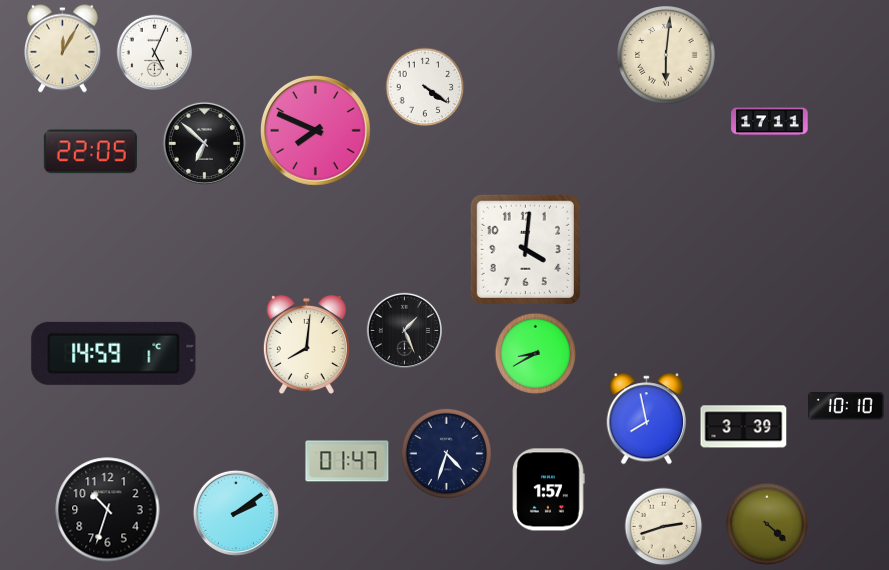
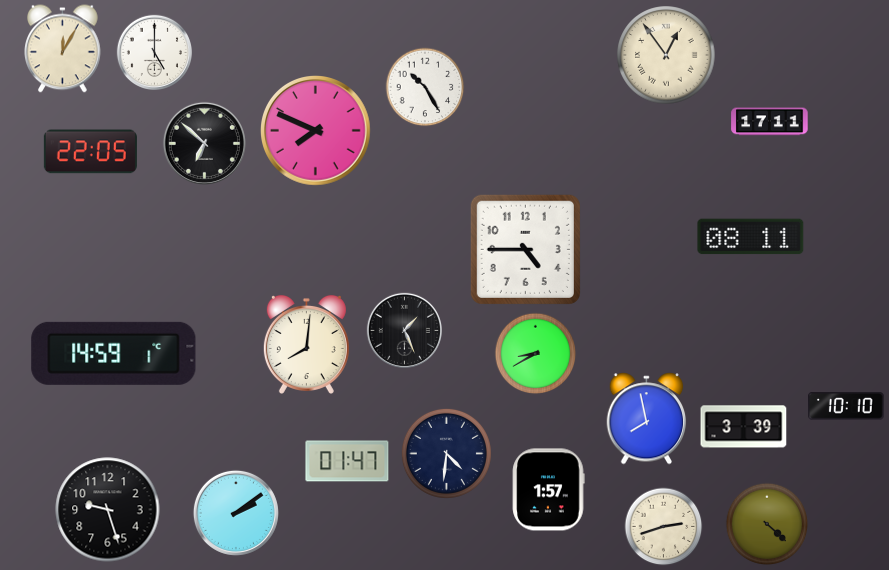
clock at (154, 52): 5:04 -> 5:00
clock at (666, 55): 6:01 -> 12:54
clock at (425, 87): 4:21 -> 10:25
clock at (751, 237): none -> 08:11
clock at (525, 249): 4:01 -> 4:45
clock at (446, 453): 4:33 -> 4:31
clock at (108, 510): 10:33 -> 9:27
